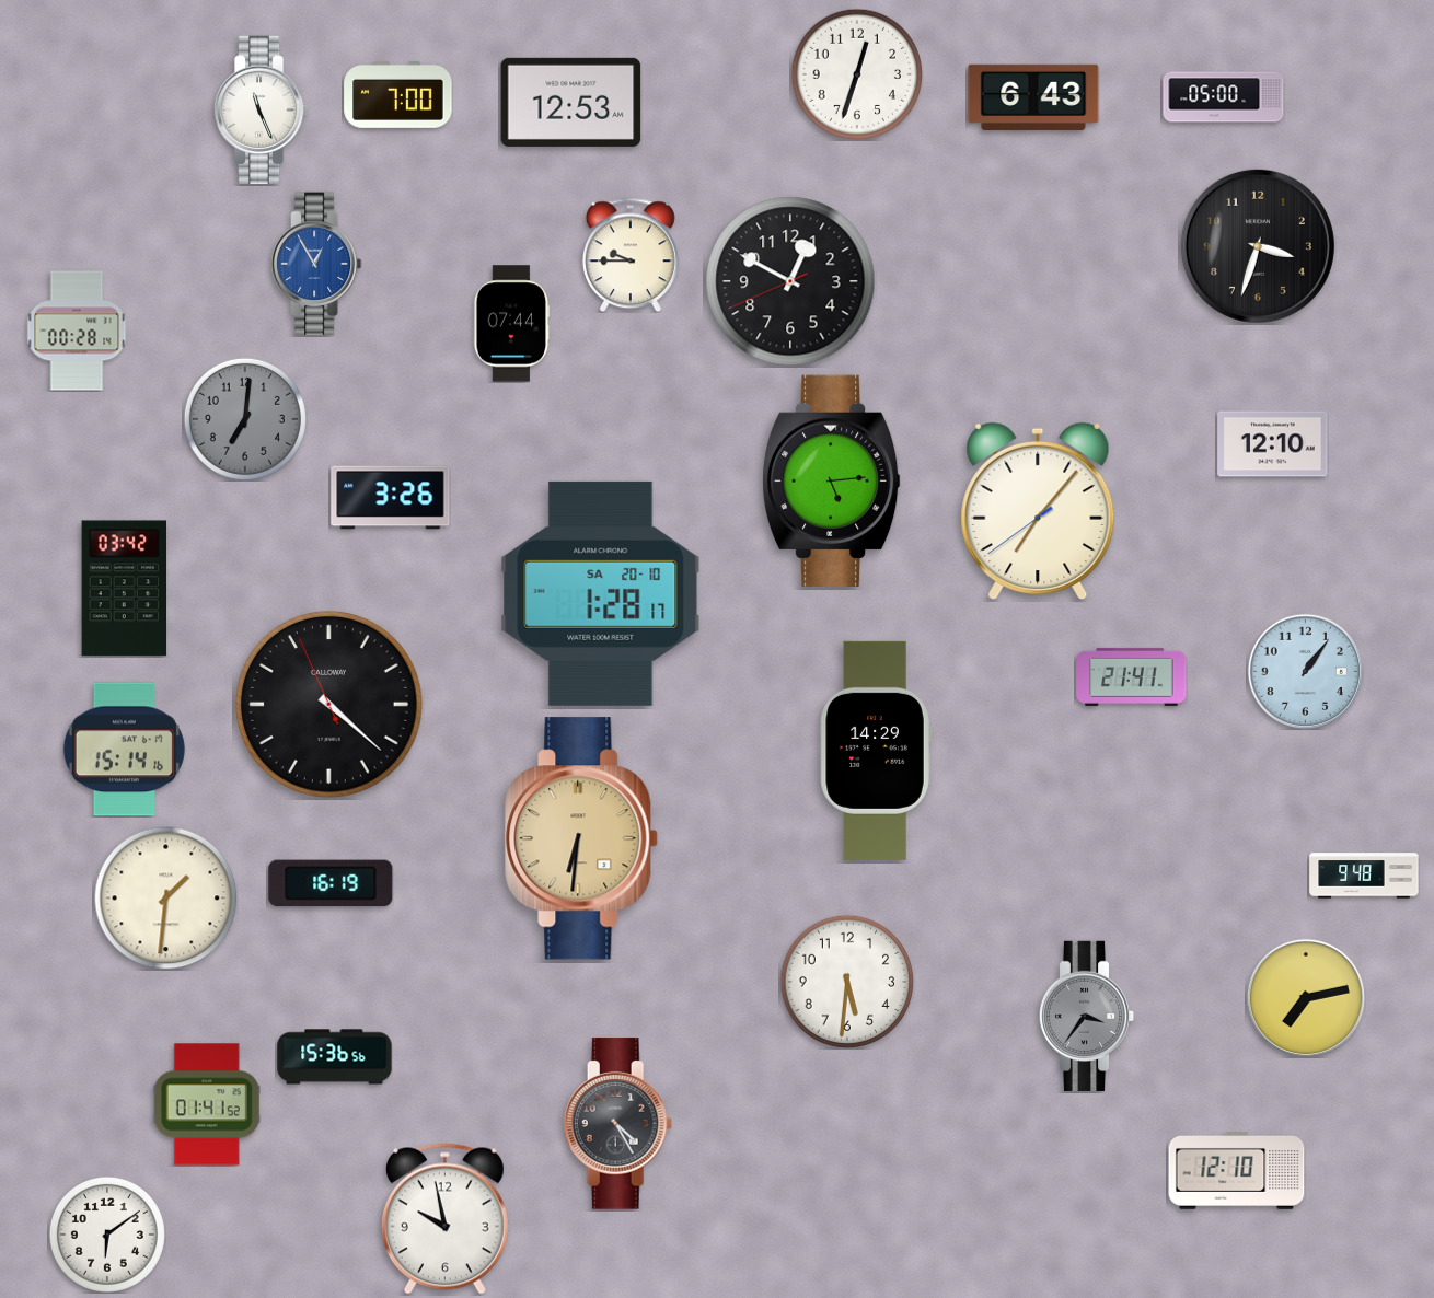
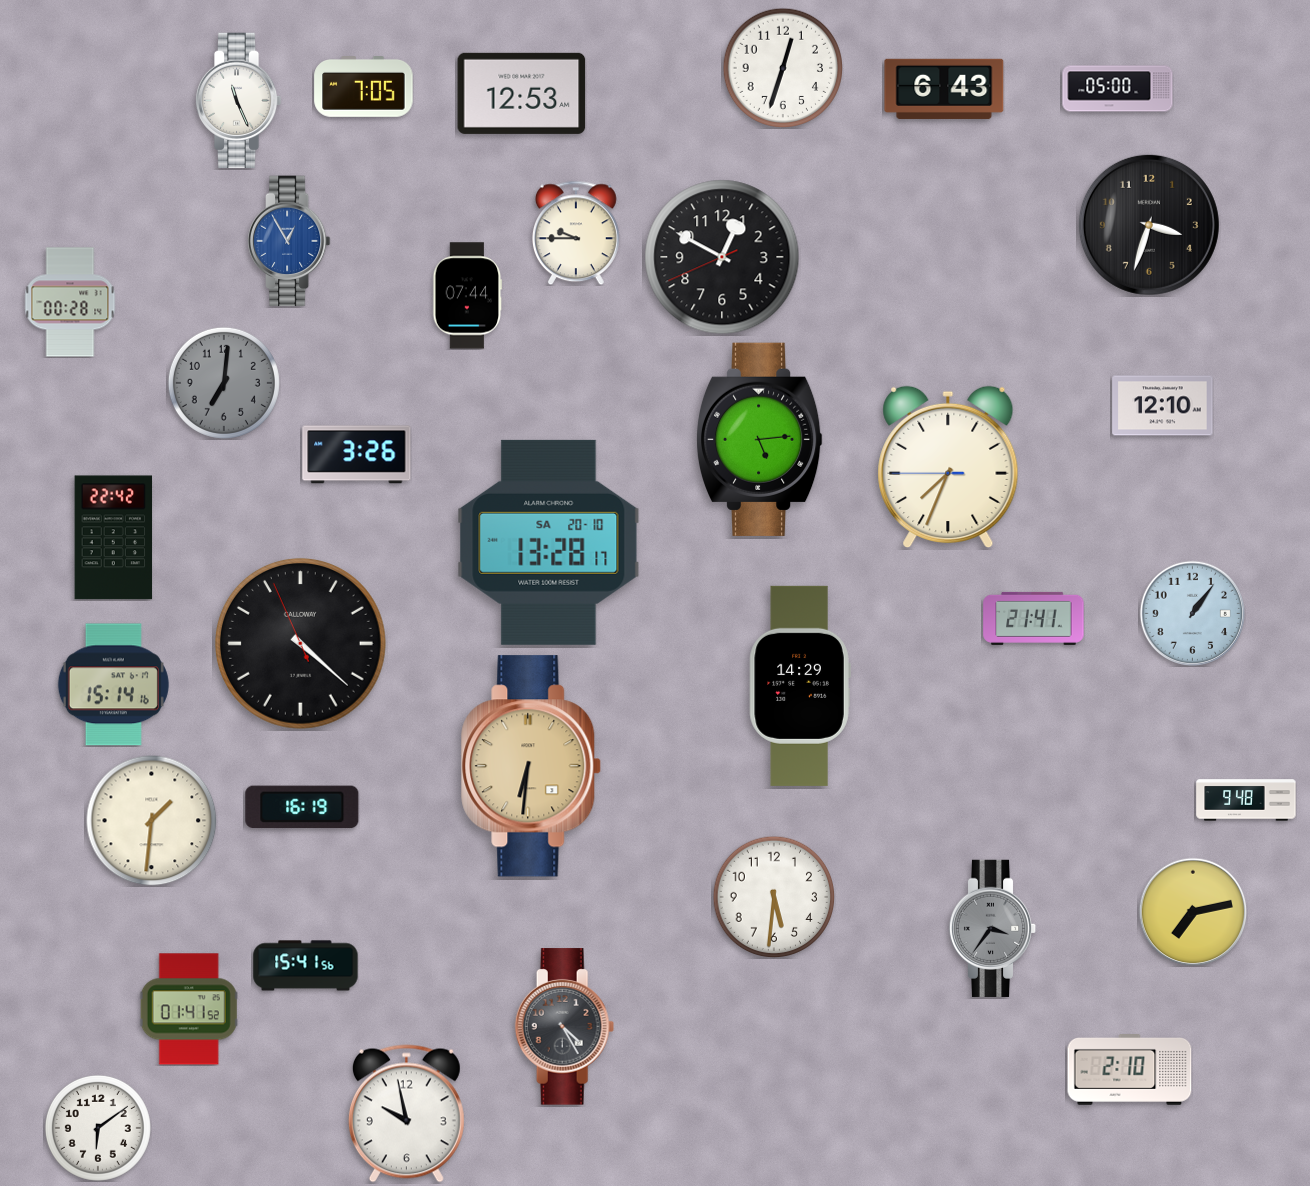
clock at (398, 95): 7:00 -> 7:05
clock at (1038, 511): 7:06 -> 7:33
clock at (125, 589): 03:42 -> 22:42
clock at (601, 593): 1:28 -> 13:28
clock at (335, 1057): 15:36 -> 15:41
clock at (1237, 1171): 12:10 -> 2:10
